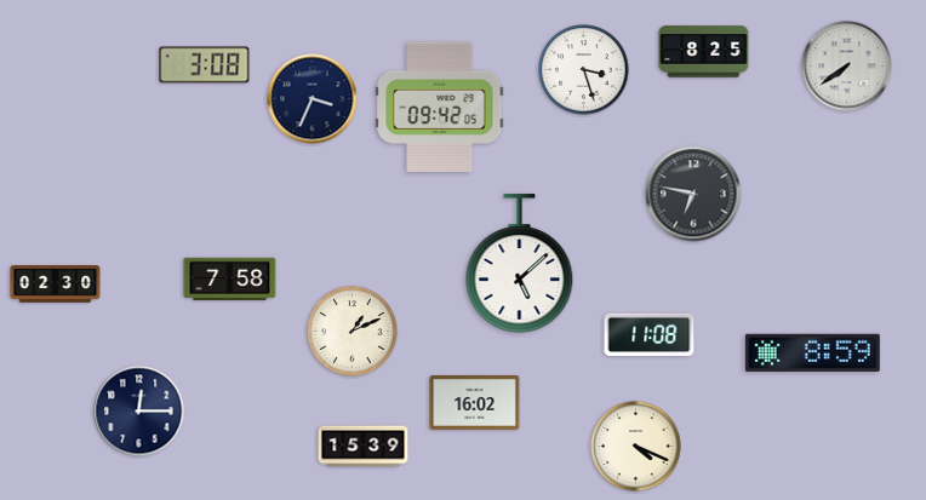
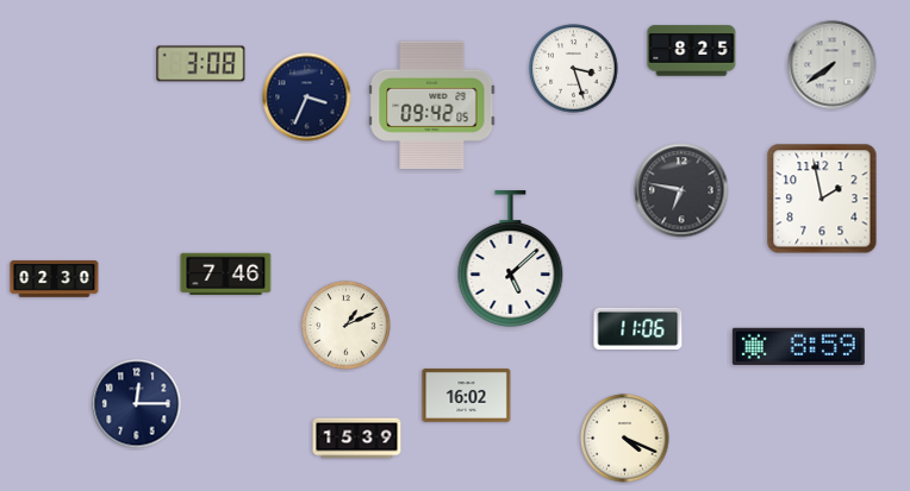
clock at (822, 199): none -> 1:58
clock at (230, 278): 7:58 -> 7:46
clock at (650, 334): 11:08 -> 11:06
